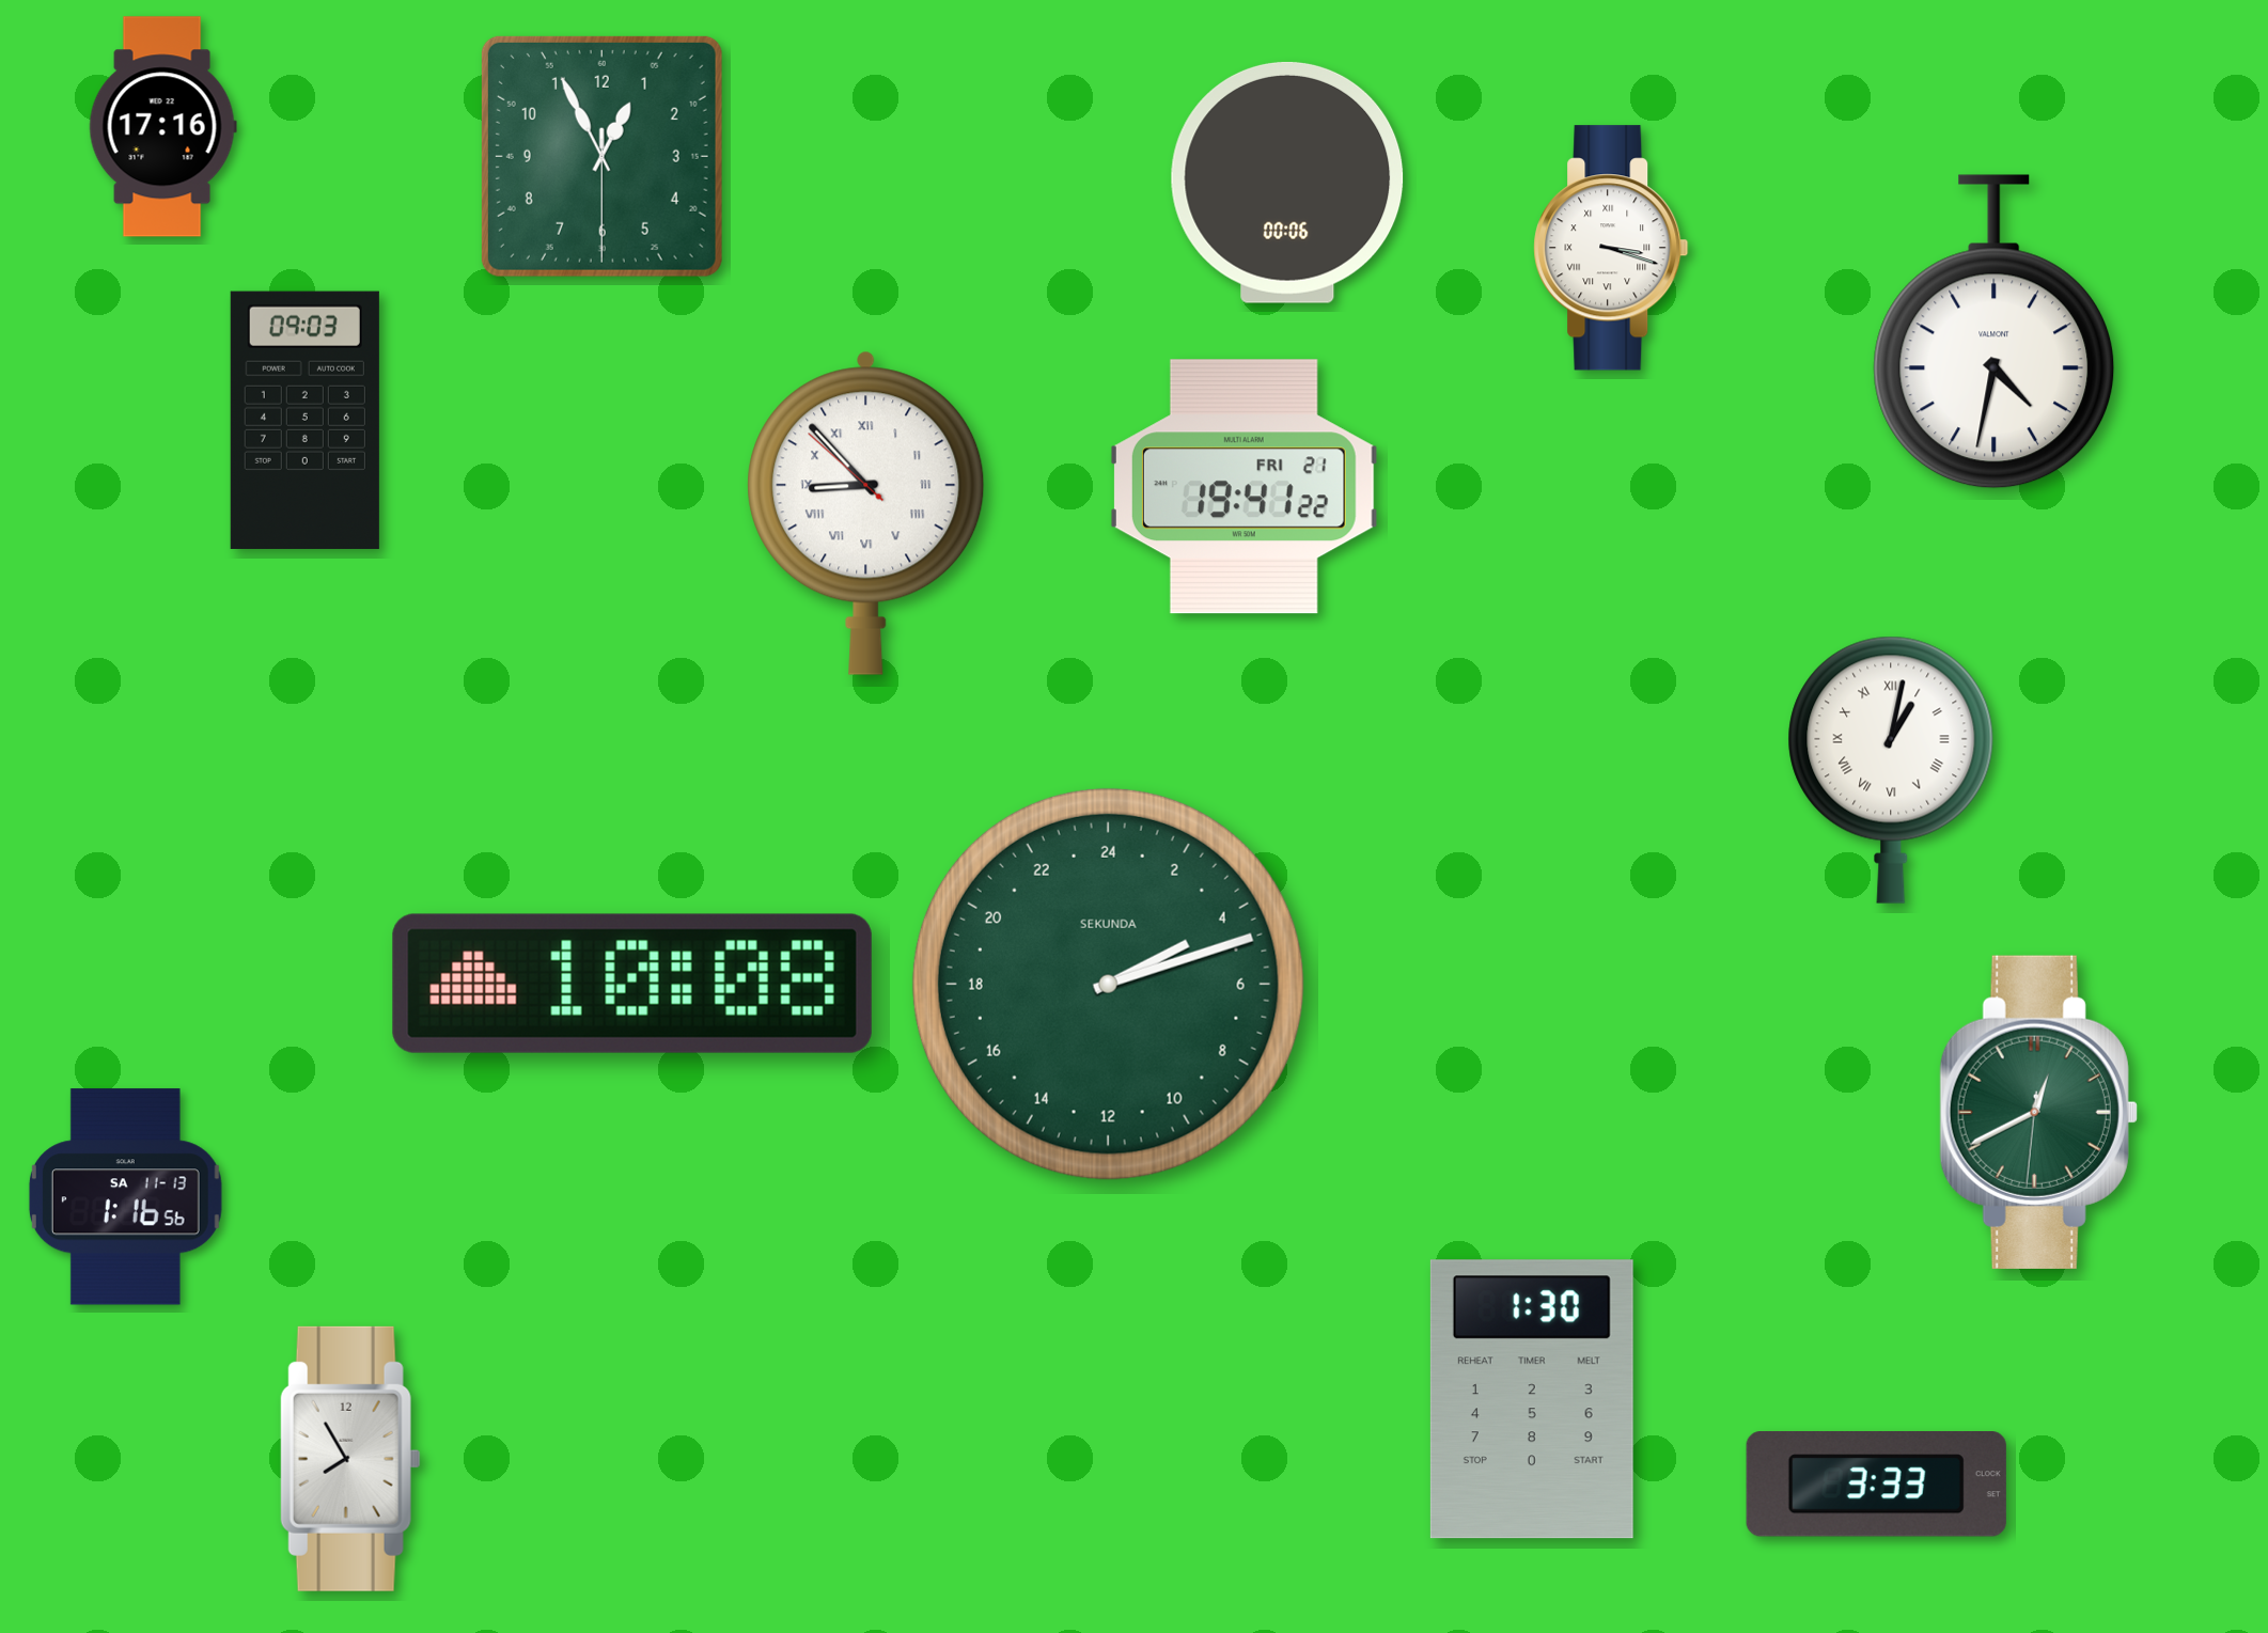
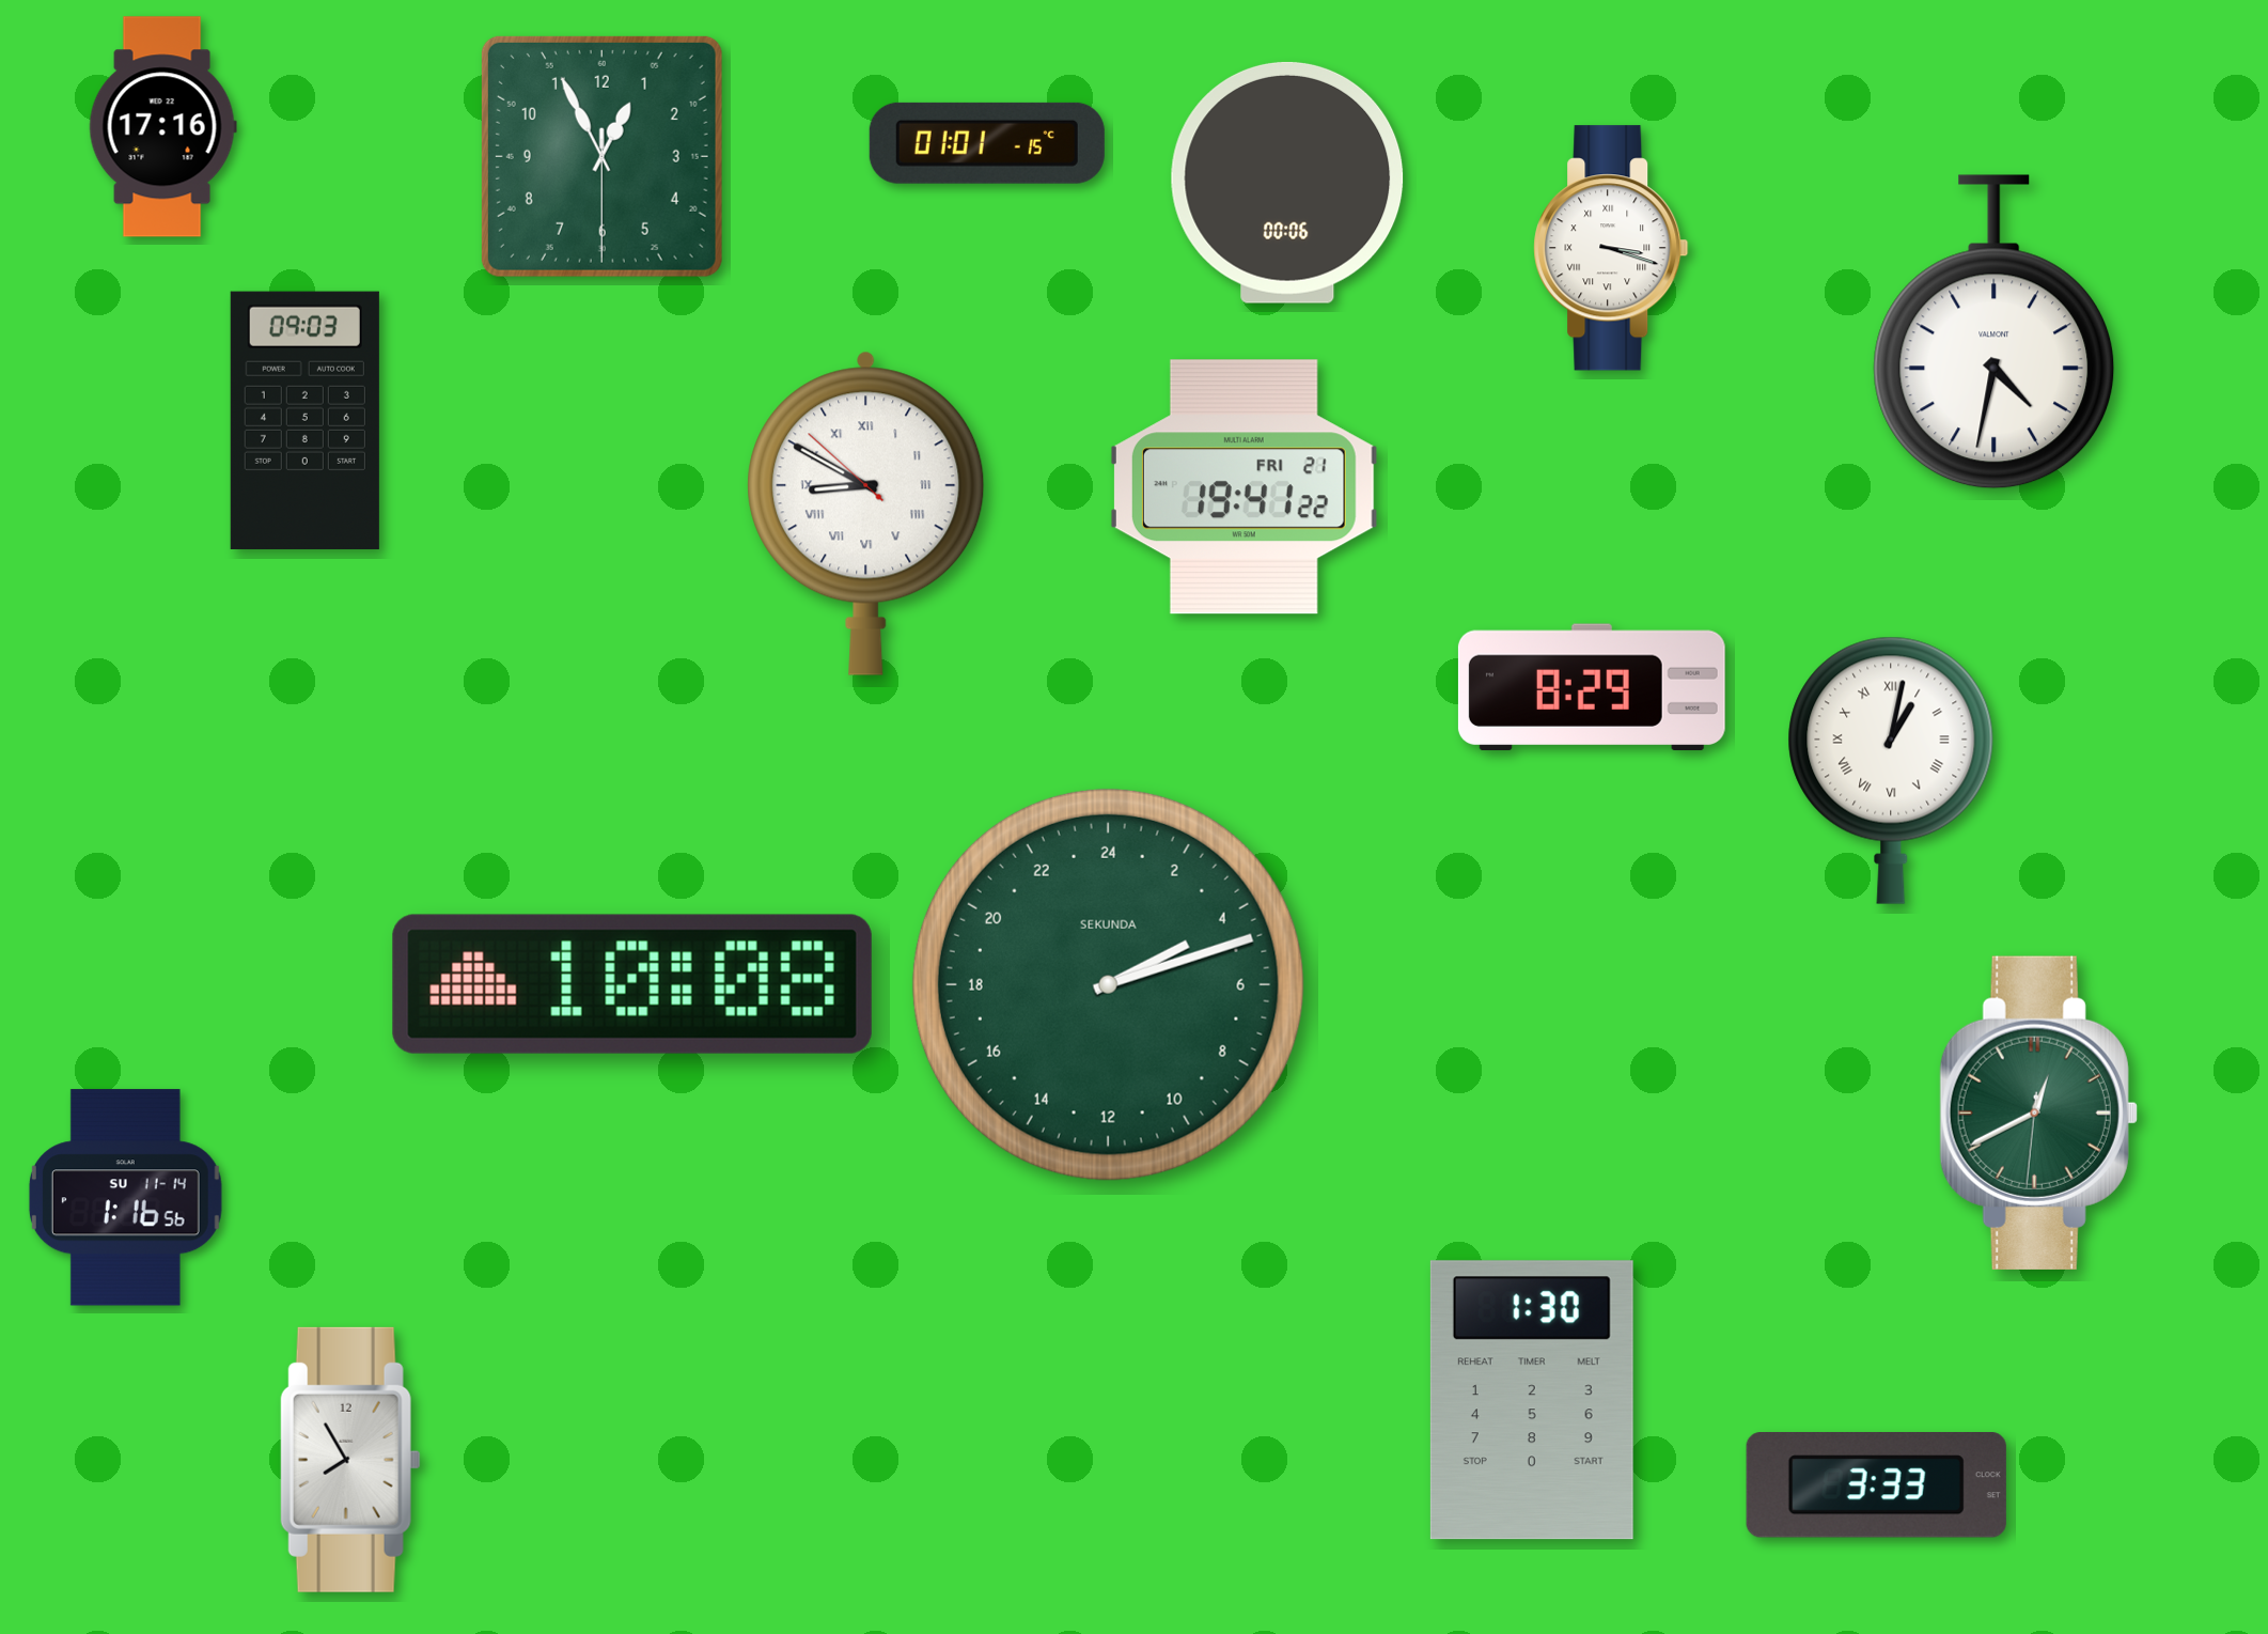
clock at (987, 143): none -> 01:01
clock at (866, 513): 8:52 -> 8:49
clock at (1592, 686): none -> 8:29
clock at (125, 1197) date: SA 11-13 -> SU 11-14
